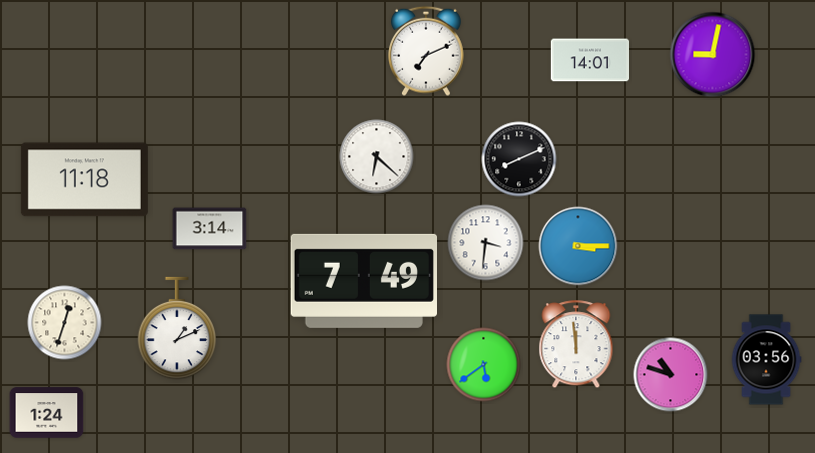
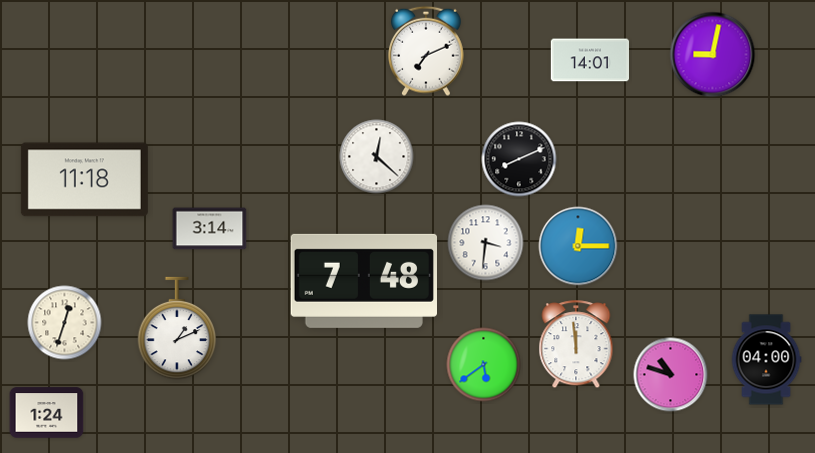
clock at (377, 157): 6:22 -> 12:22
clock at (578, 246): 3:15 -> 12:15
clock at (363, 281): 7:49 -> 7:48
clock at (766, 360): 03:56 -> 04:00
